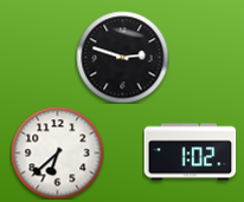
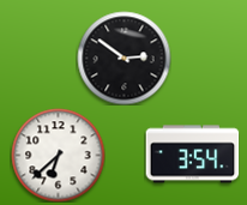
clock at (122, 57): 2:48 -> 2:51
clock at (190, 152): 1:02 -> 3:54
